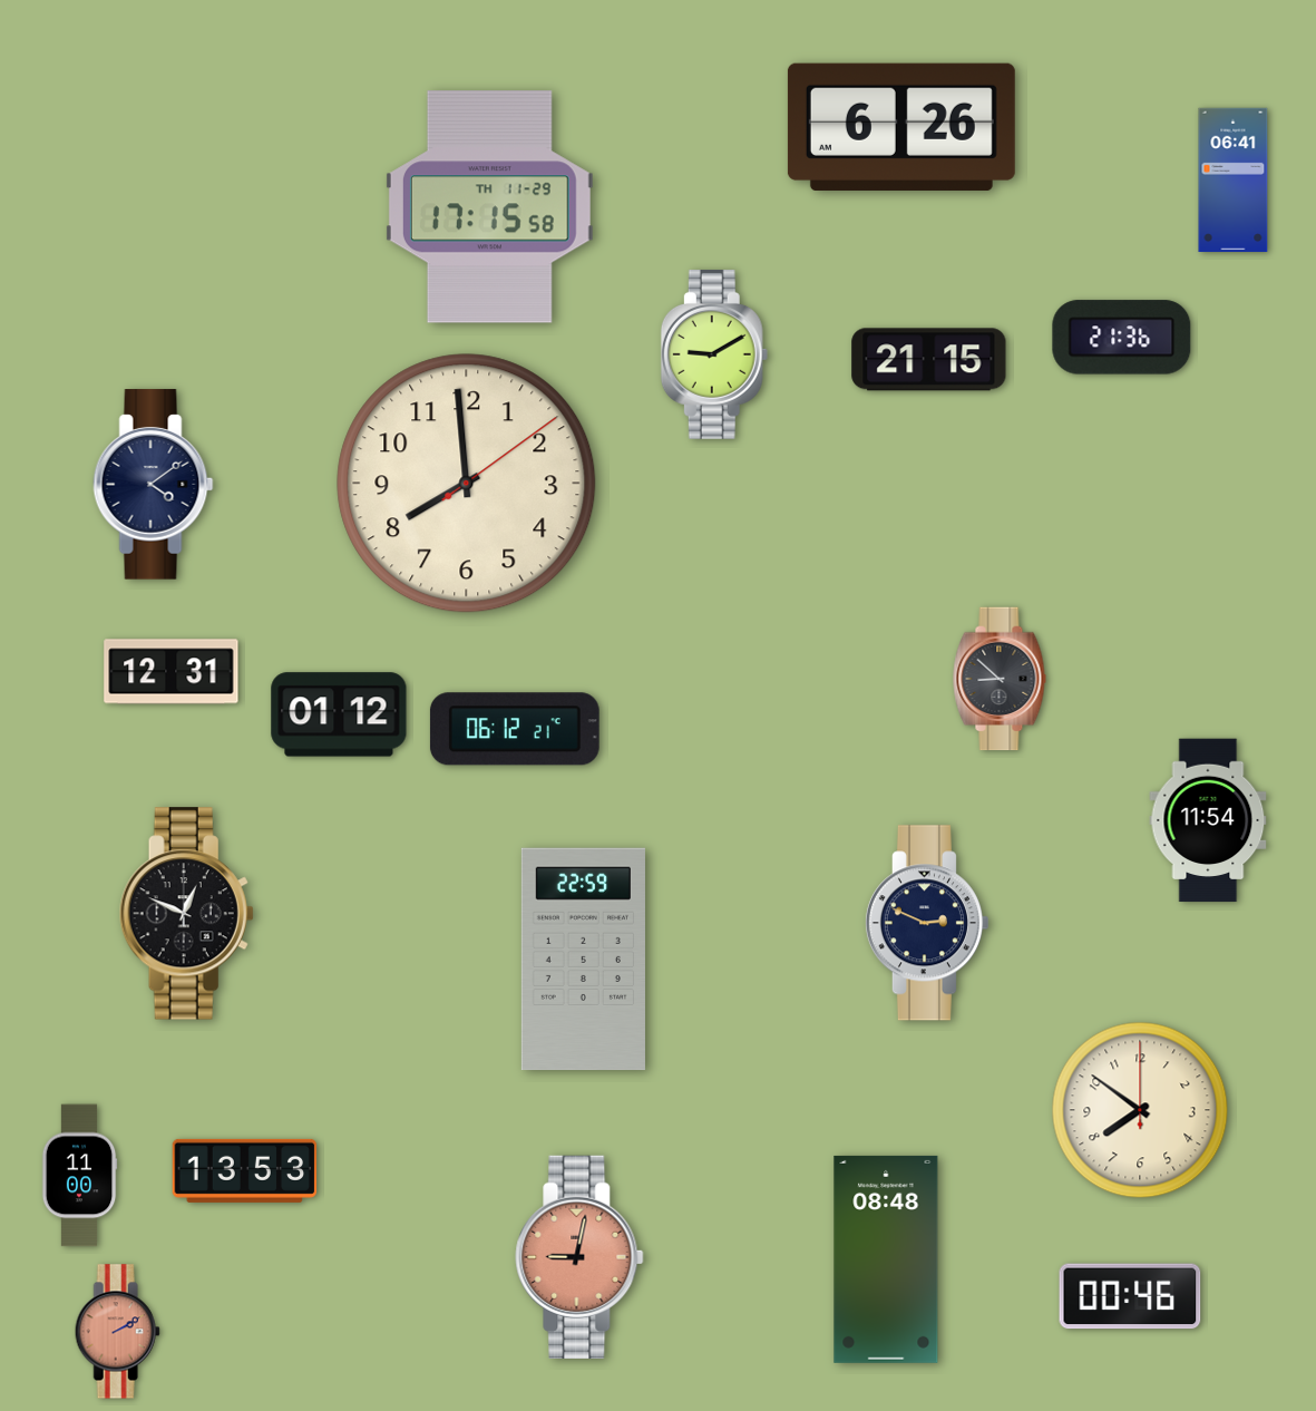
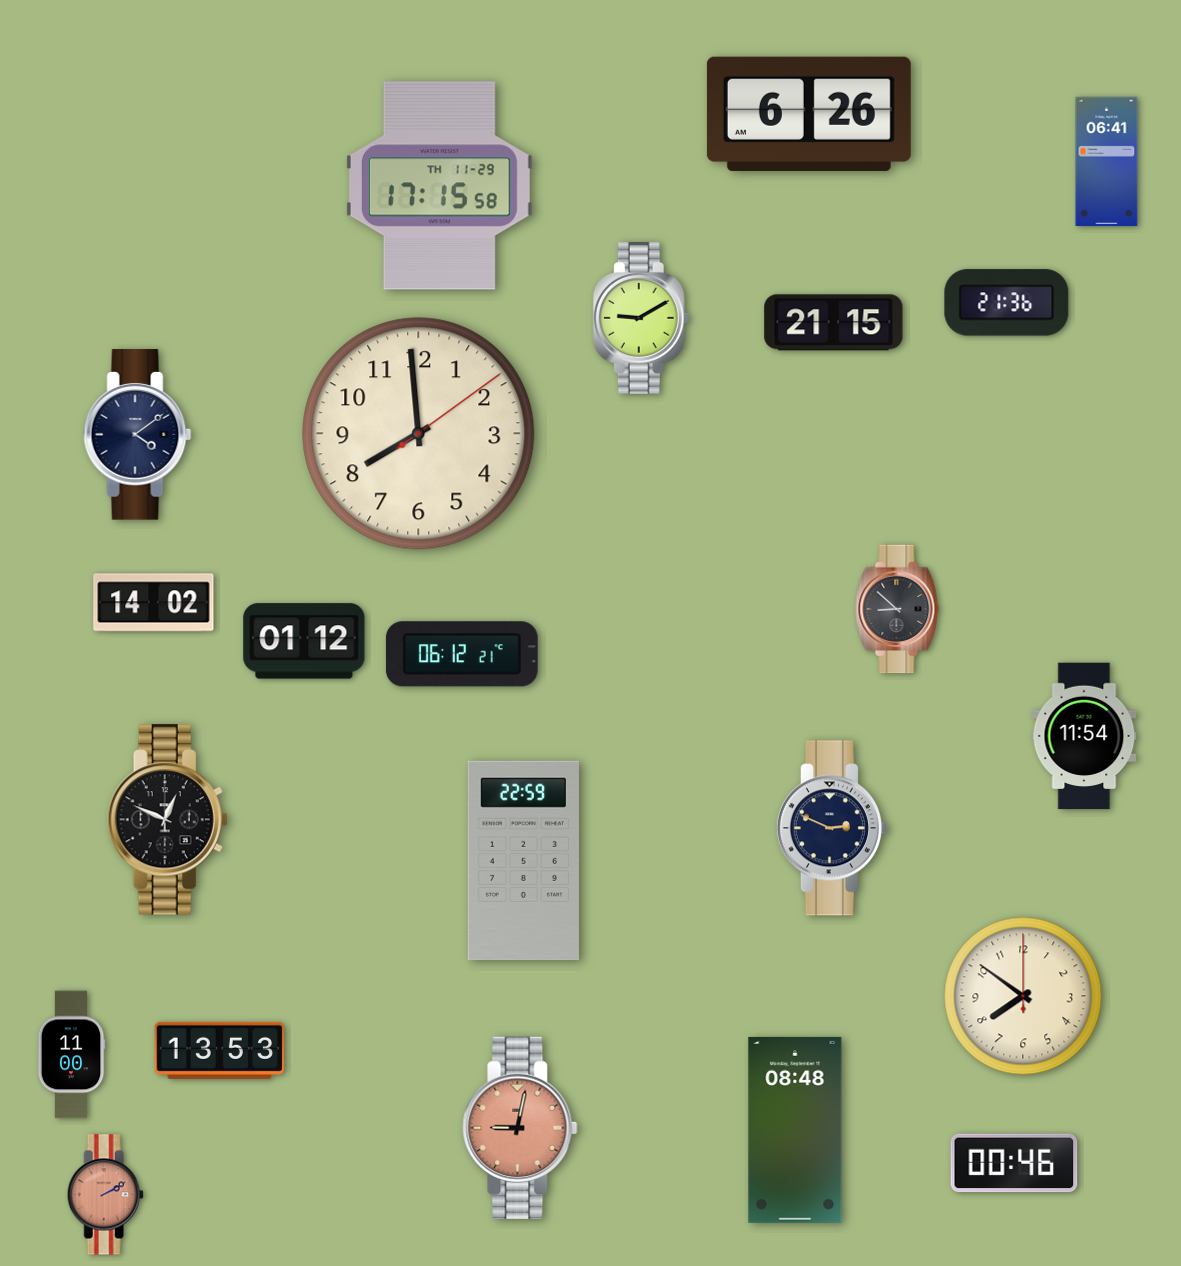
clock at (172, 672): 12:31 -> 14:02
